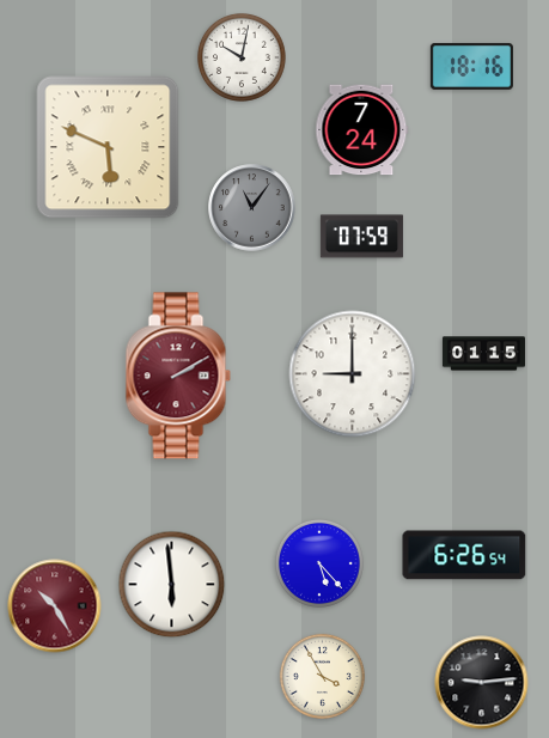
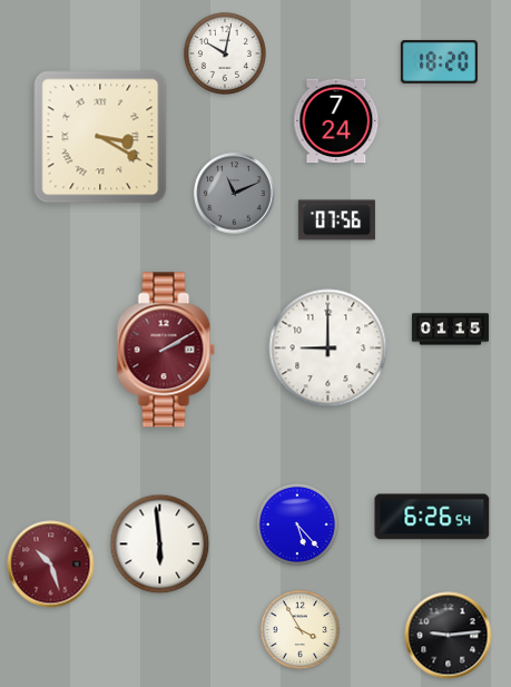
clock at (471, 66): 18:16 -> 18:20
clock at (108, 147): 5:49 -> 3:20
clock at (252, 208): 11:06 -> 11:11
clock at (361, 237): 07:59 -> 07:56
clock at (55, 606): 10:25 -> 10:27
